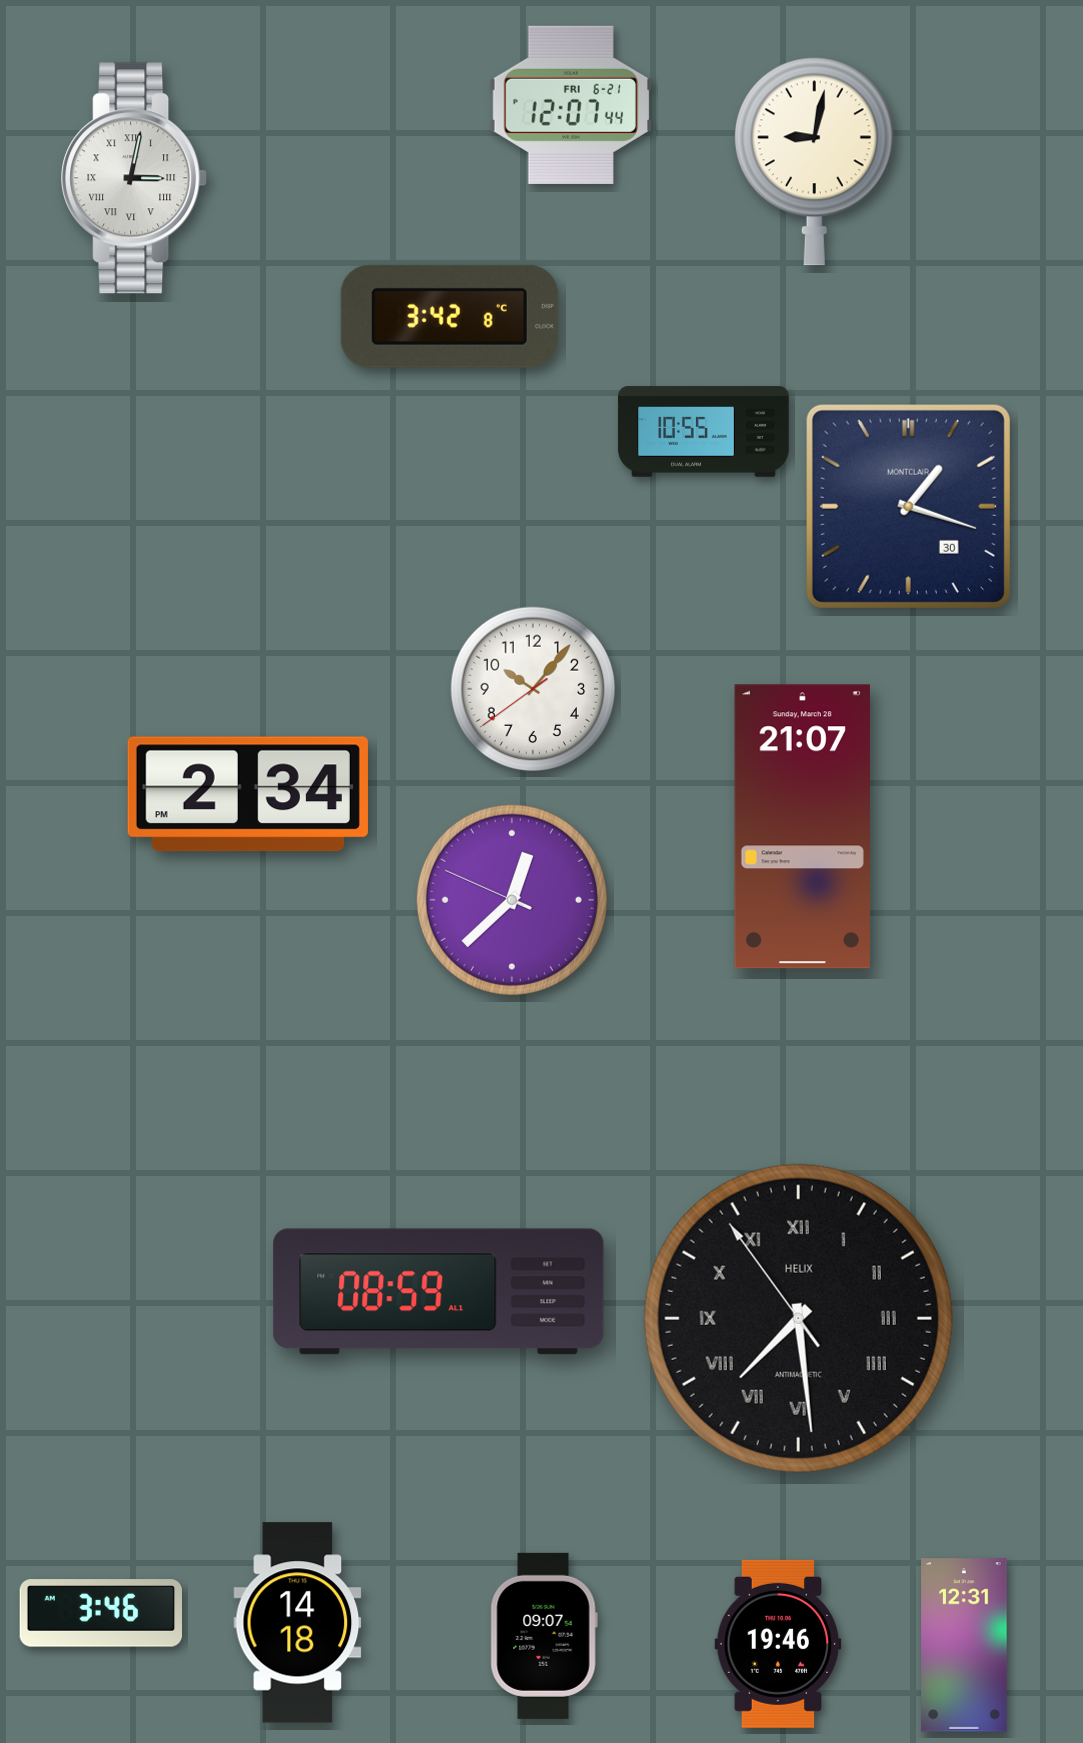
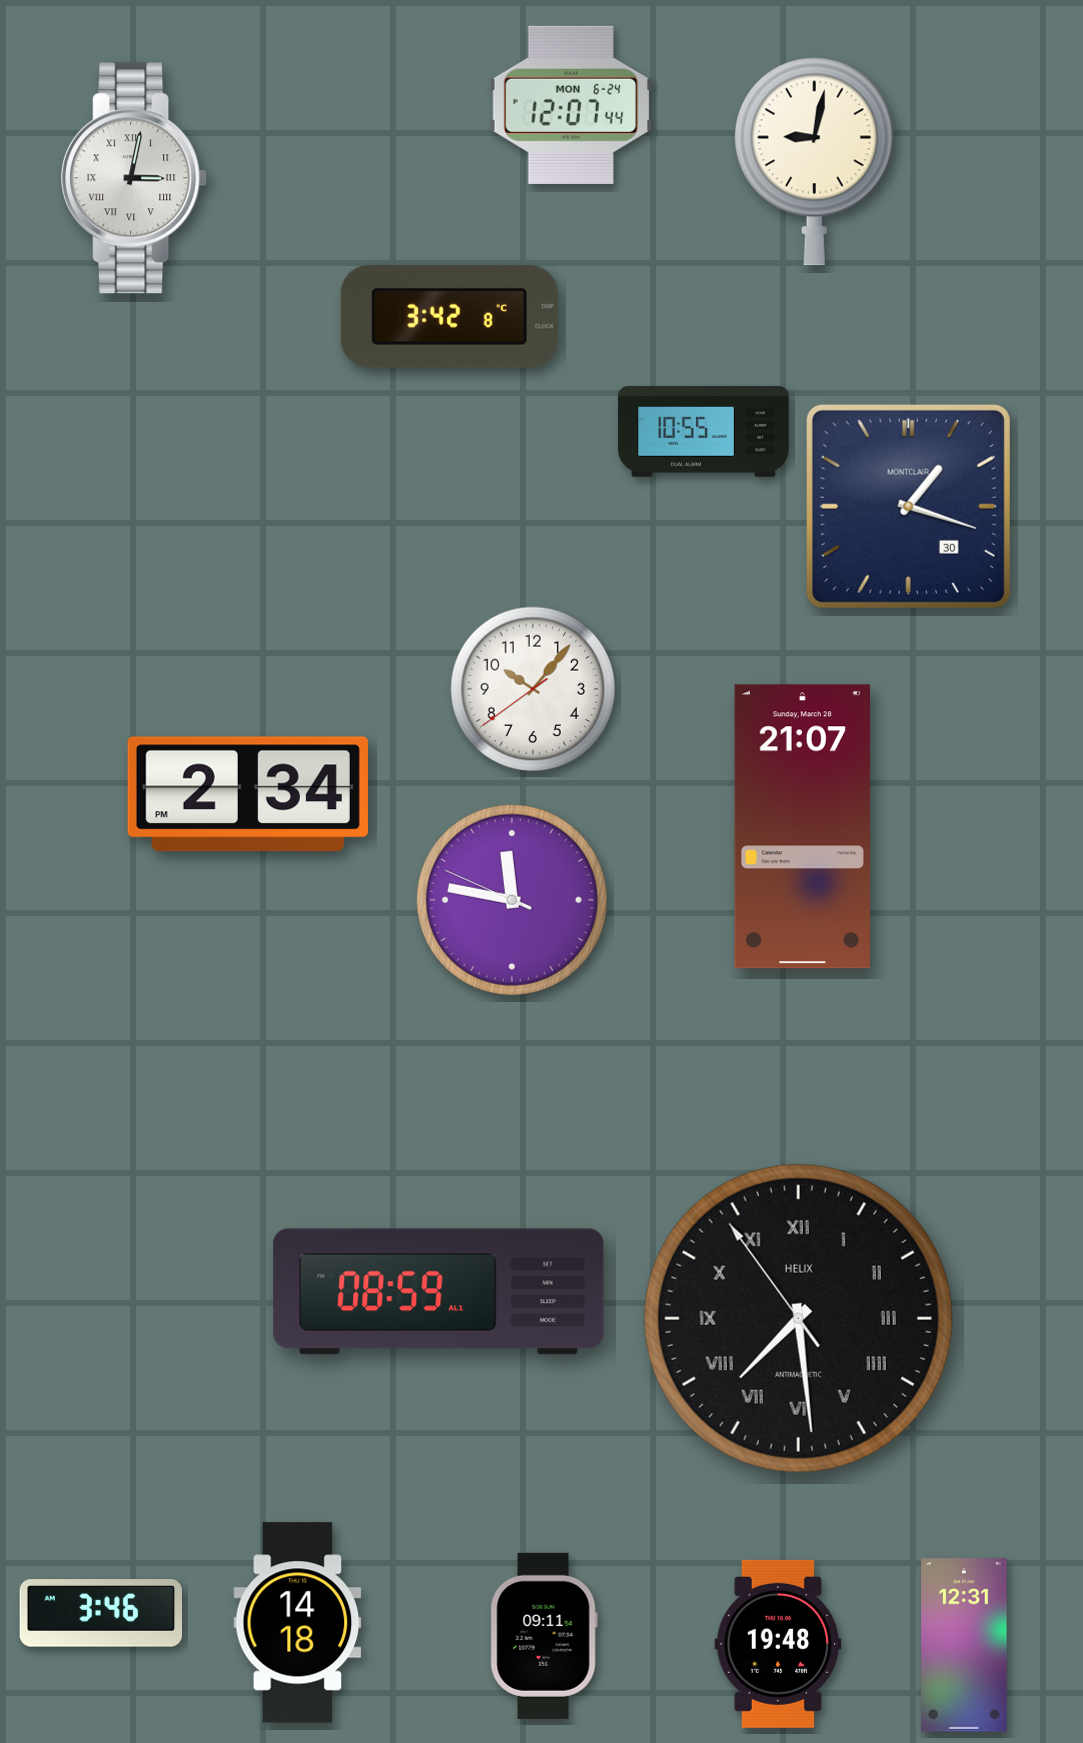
clock at (571, 105) date: FRI 6-21 -> MON 6-24
clock at (512, 900): 12:37 -> 11:46
clock at (544, 1636): 09:07 -> 09:11
clock at (778, 1644): 19:46 -> 19:48
